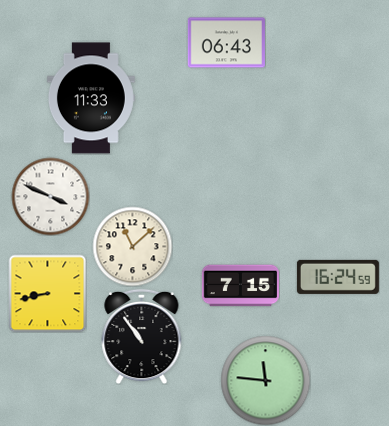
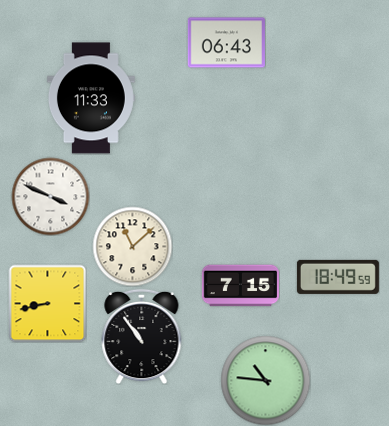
clock at (338, 277): 16:24 -> 18:49
clock at (47, 293) position: (47, 293) -> (47, 303)
clock at (265, 380): 11:46 -> 10:46
